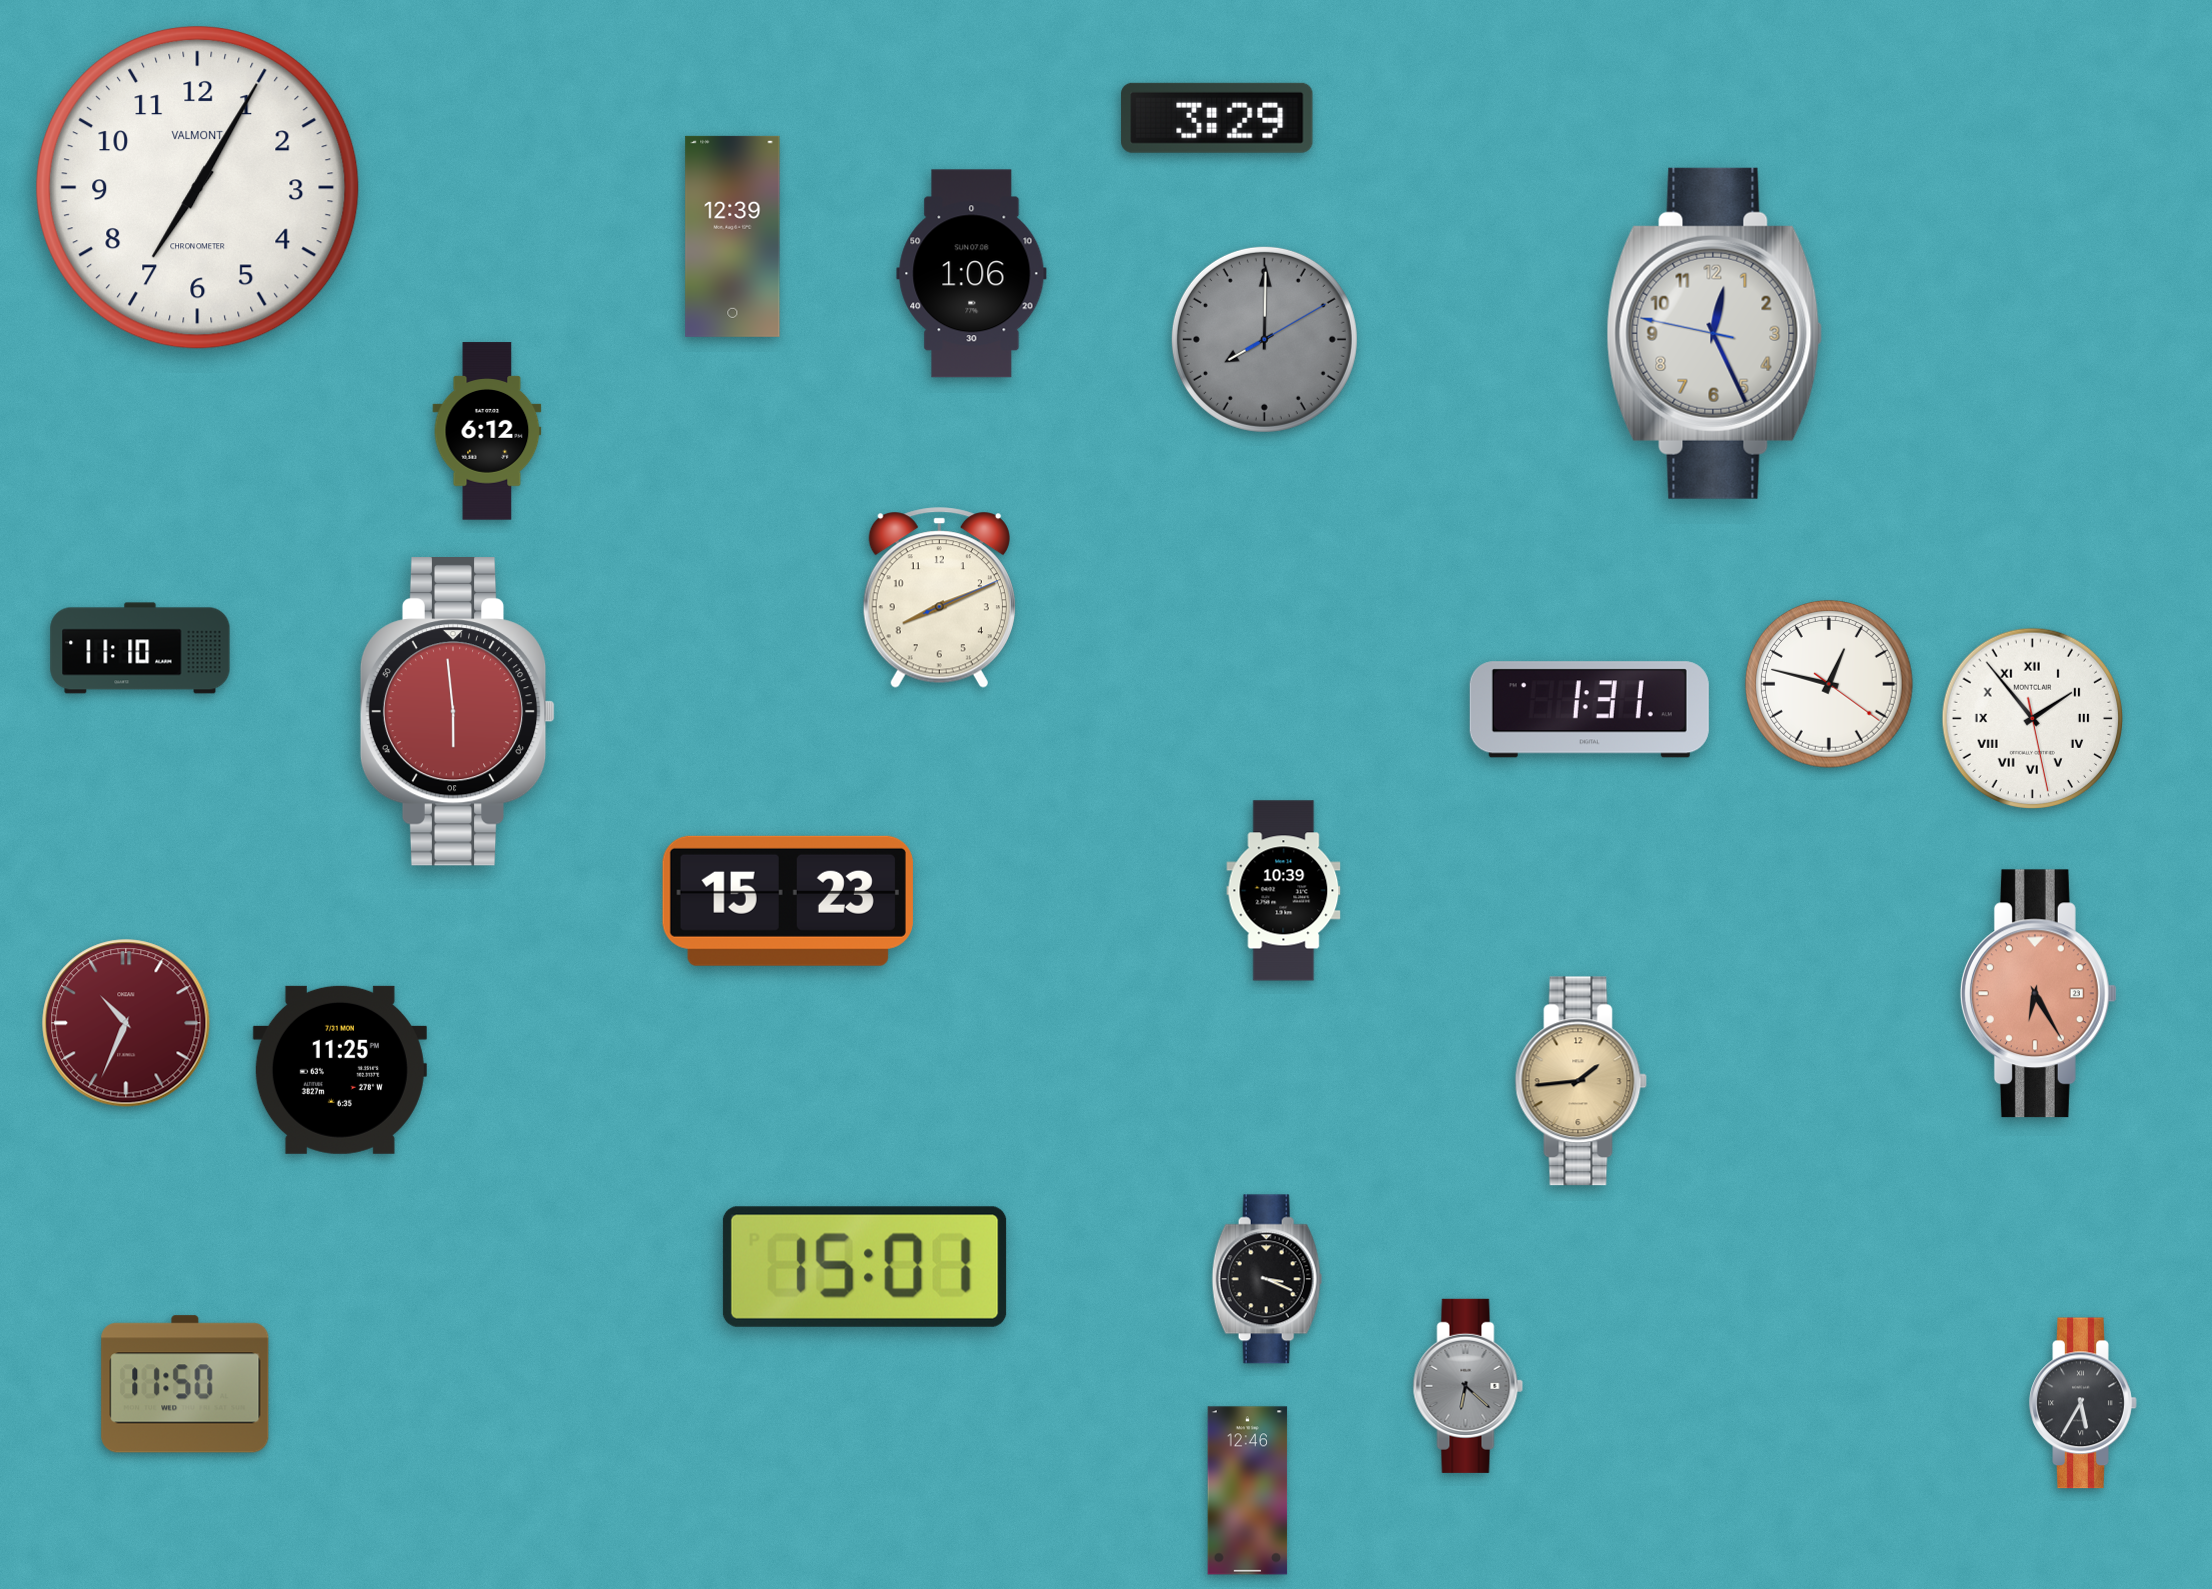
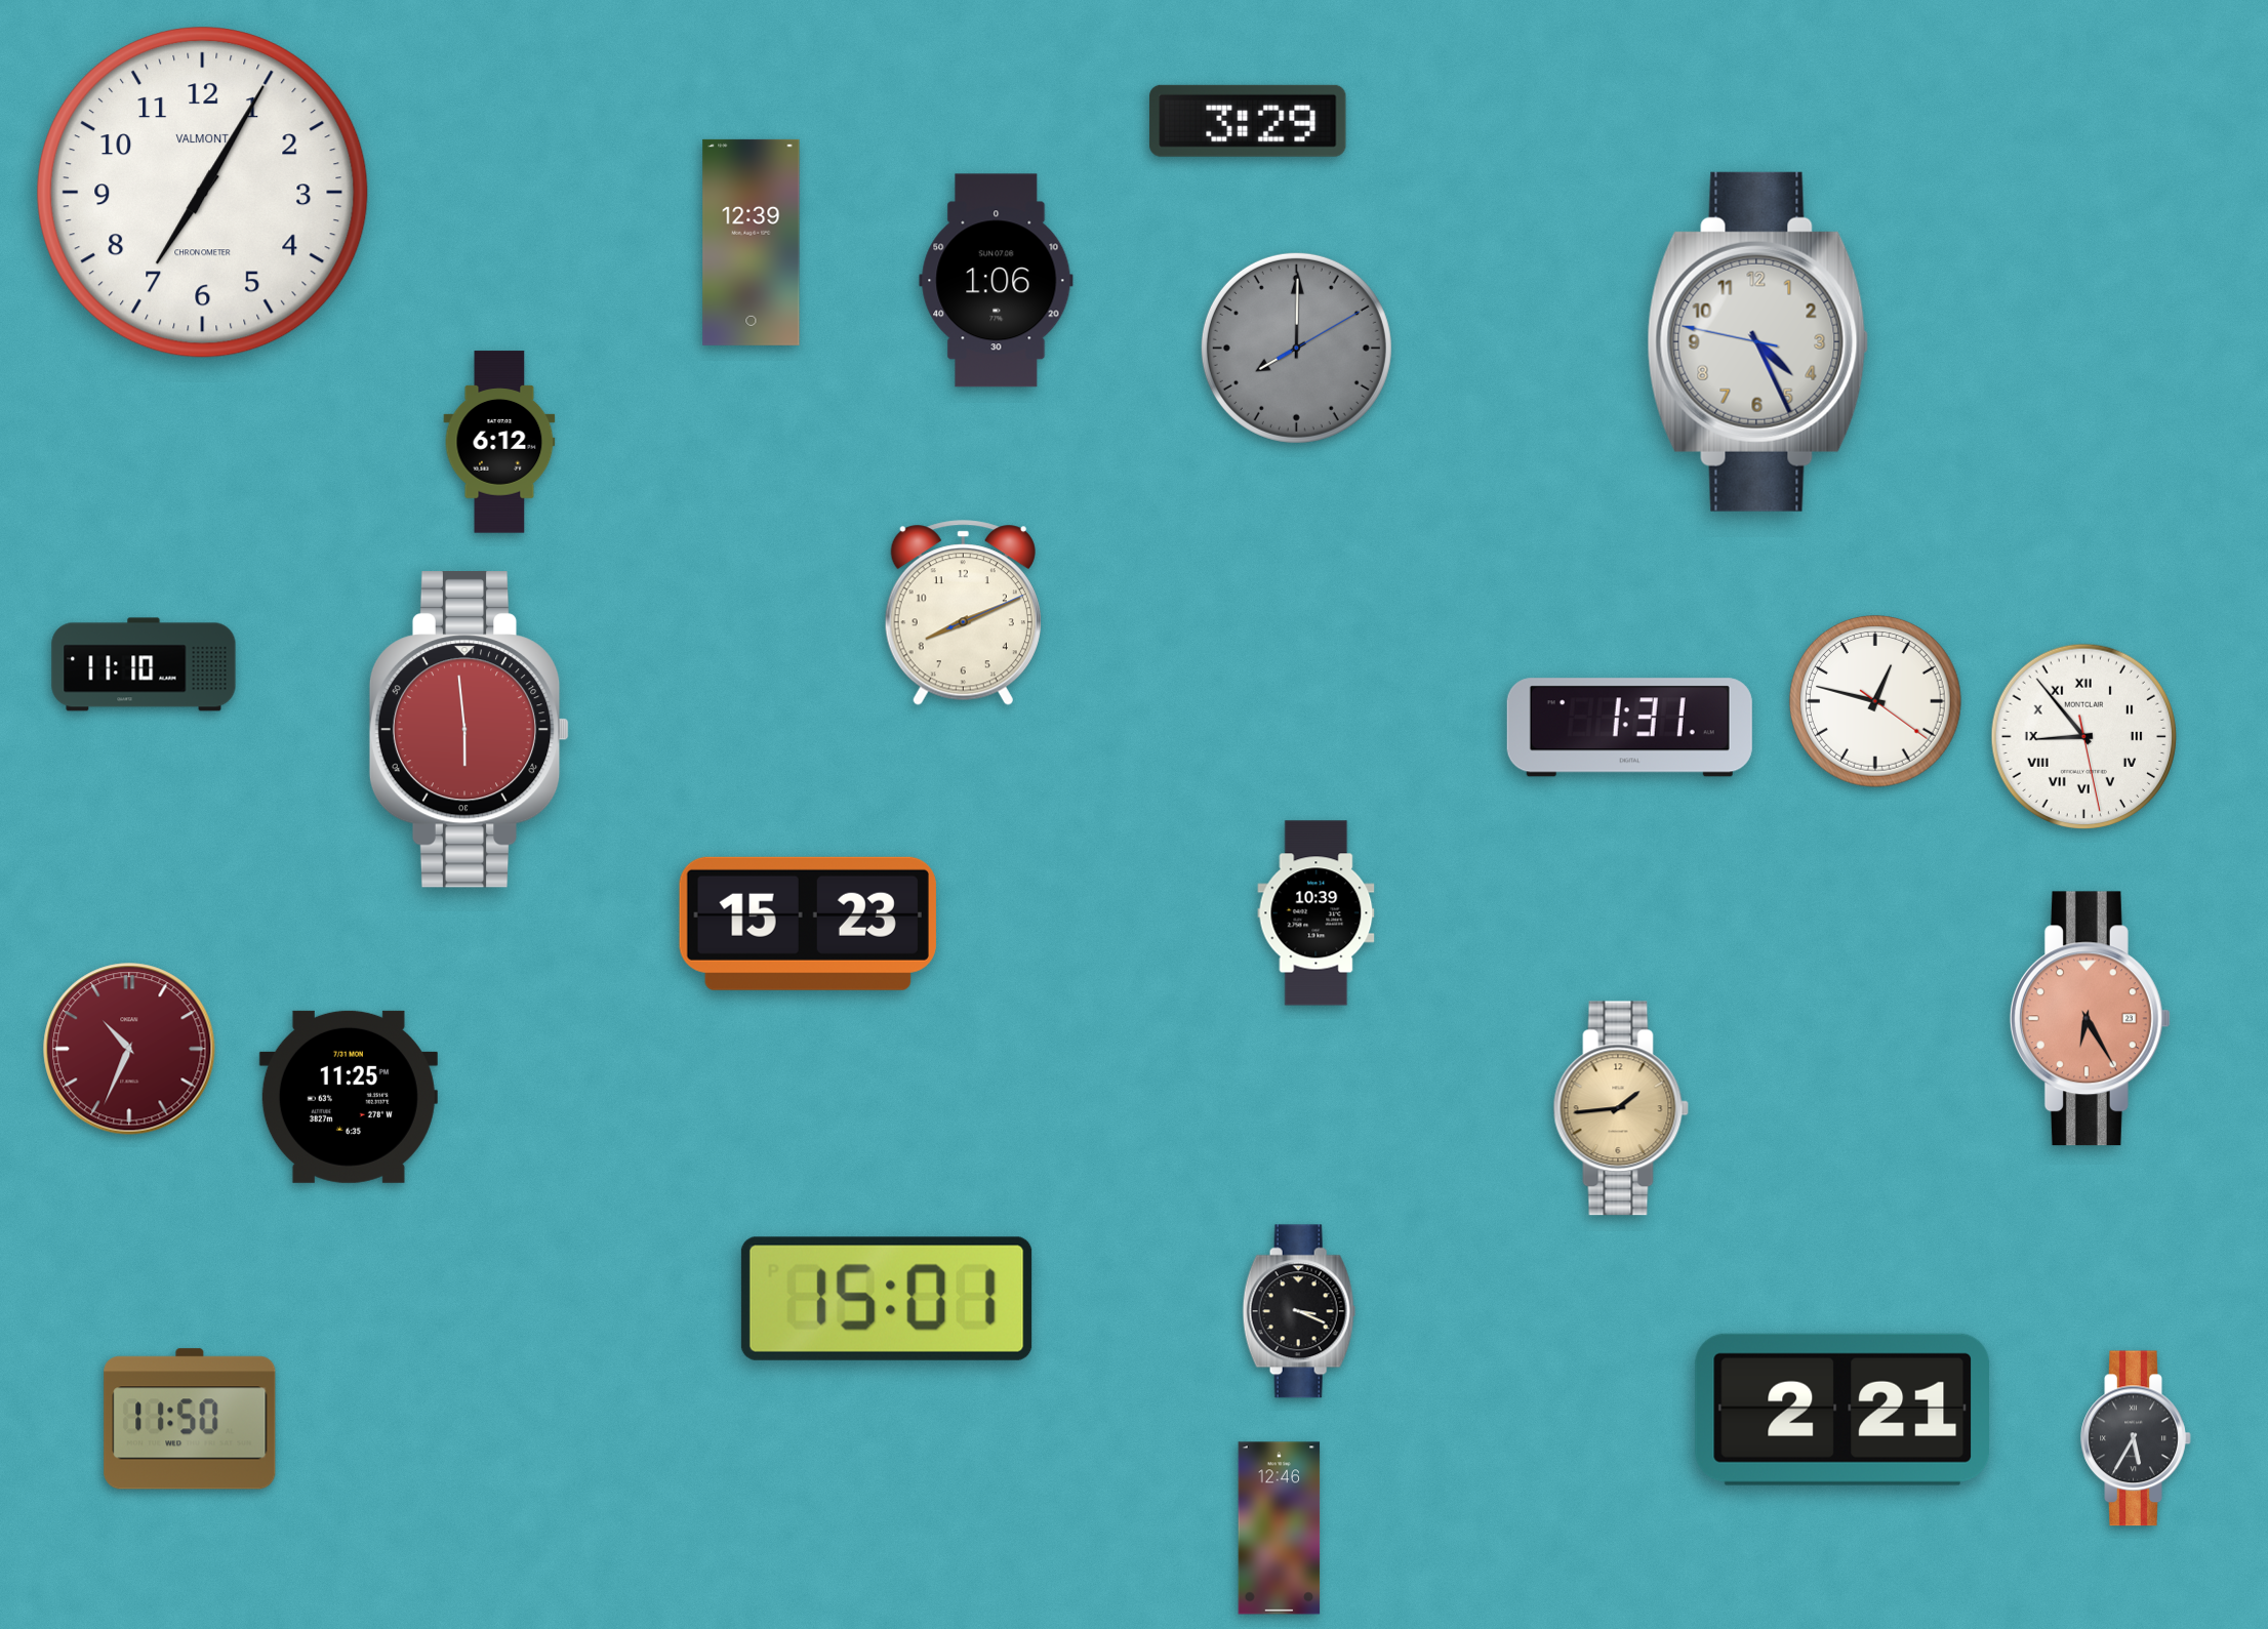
clock at (1715, 333): 12:25 -> 4:25
clock at (2032, 718): 1:53 -> 8:53
clock at (1841, 1410): none -> 2:21
clock at (1468, 1386): 6:22 -> none
